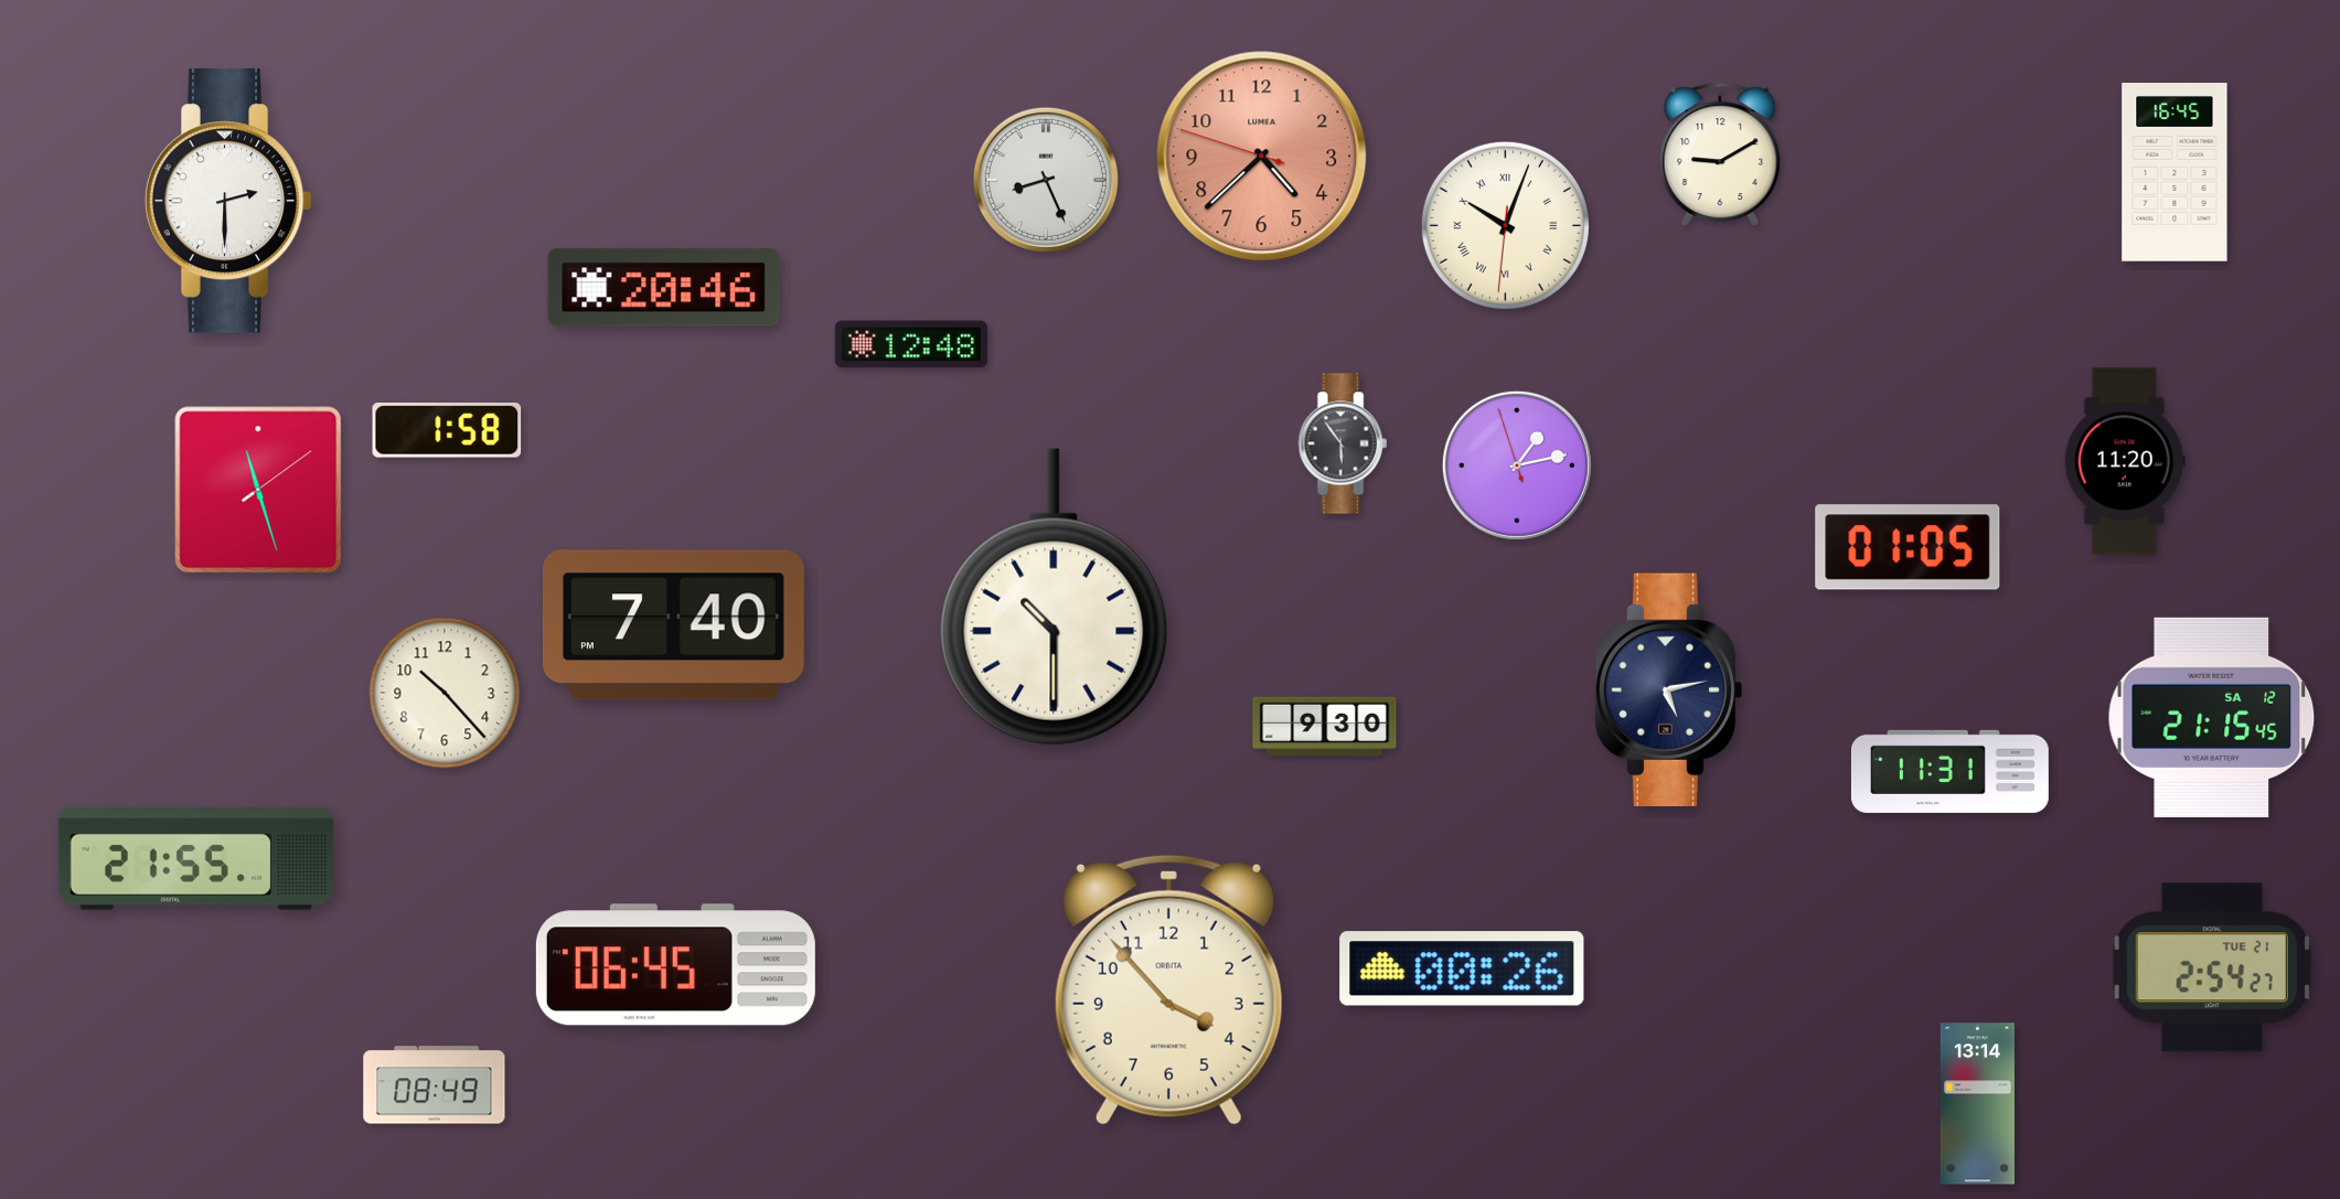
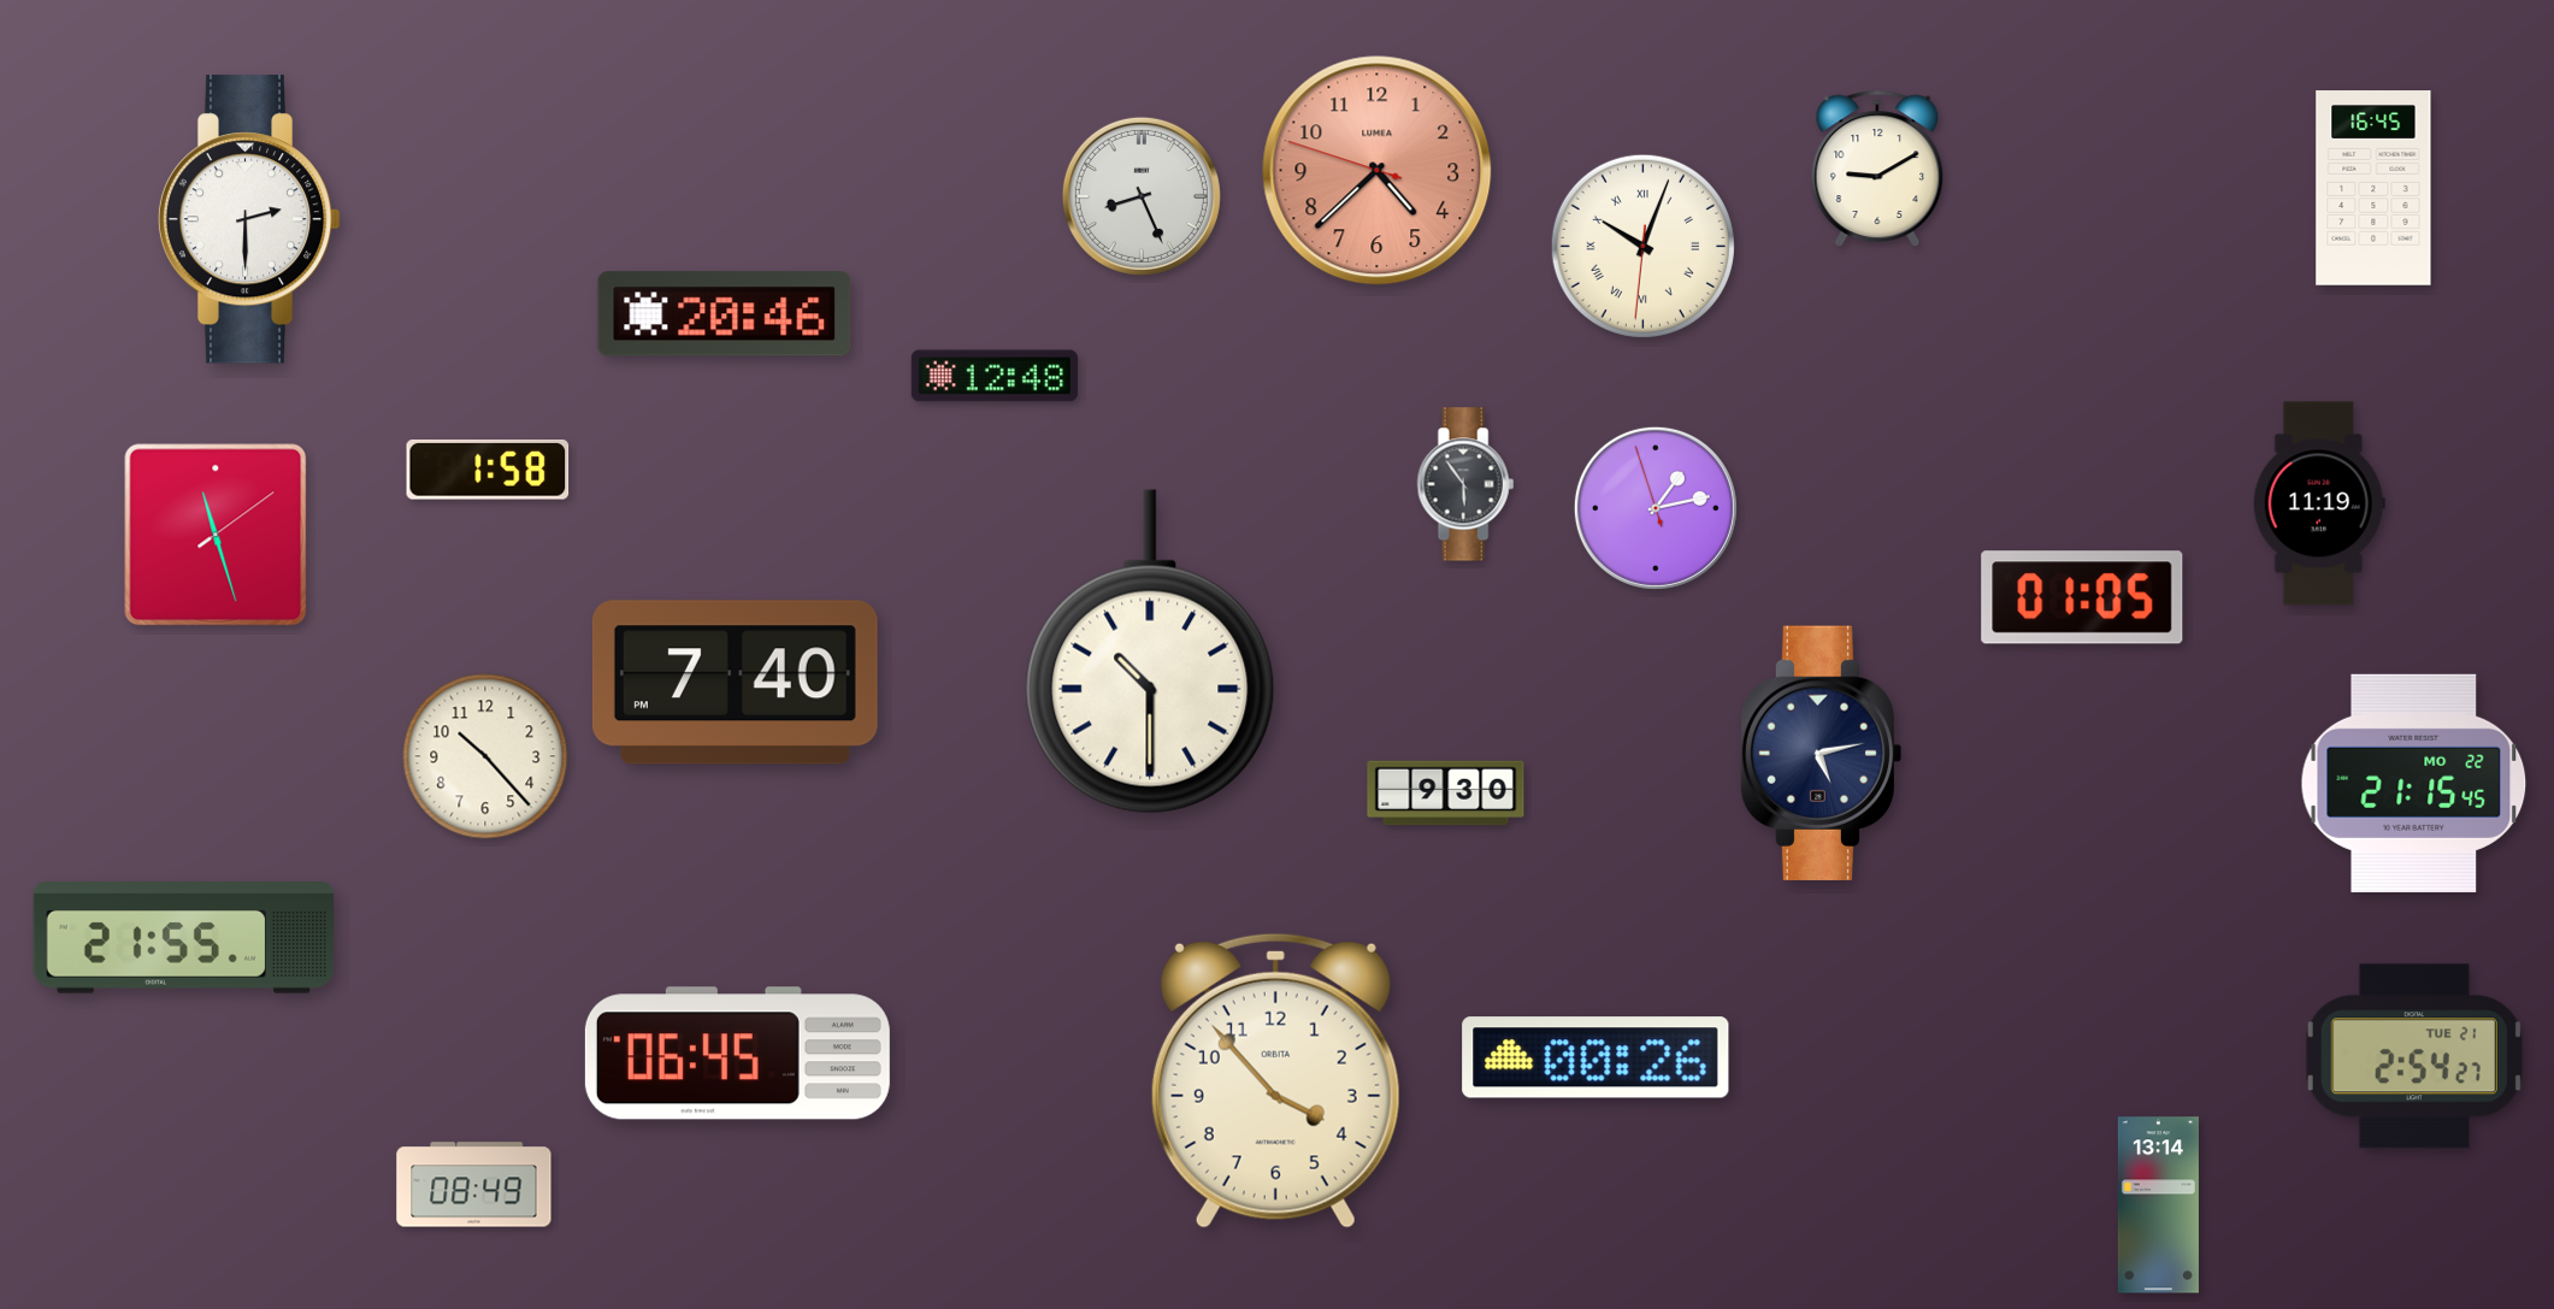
clock at (2125, 461): 11:20 -> 11:19
clock at (258, 490) position: (258, 490) -> (216, 535)
clock at (2212, 717) date: SA 12 -> MO 22
clock at (1949, 771): 11:31 -> none
clock at (195, 859) position: (195, 859) -> (183, 938)
